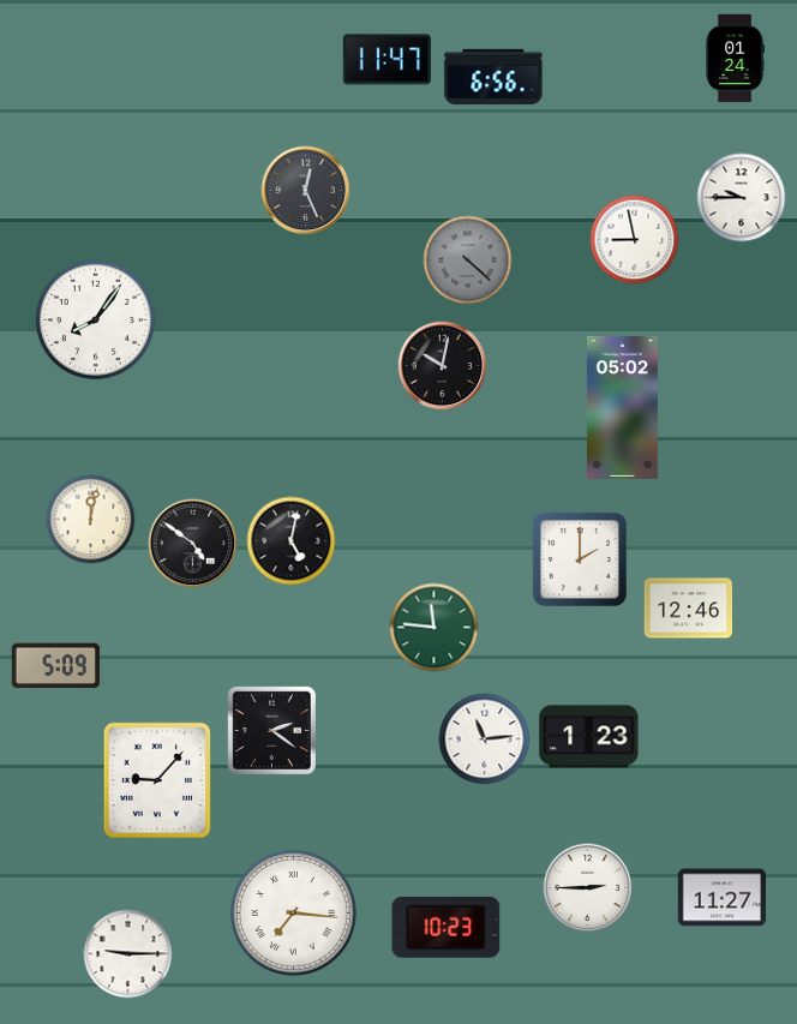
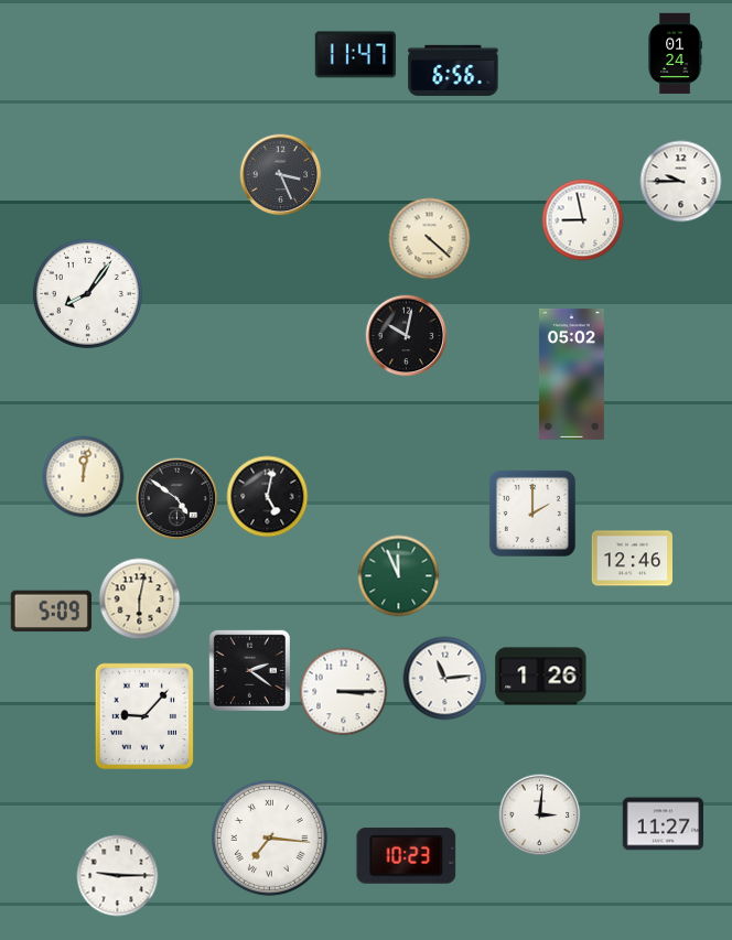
clock at (306, 191): 12:26 -> 3:26
clock at (468, 261) dial: grey -> cream
clock at (435, 628): 11:46 -> 11:56
clock at (140, 599): none -> 6:02
clock at (589, 737): 1:23 -> 1:26
clock at (344, 692): none -> 3:15
clock at (588, 888): 2:45 -> 3:01
clock at (447, 927) position: (447, 927) -> (407, 855)
